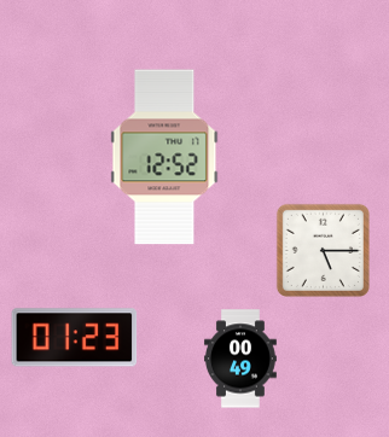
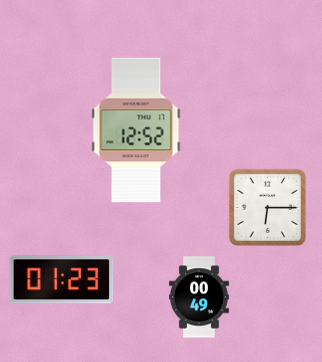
clock at (323, 250): 5:15 -> 6:15
